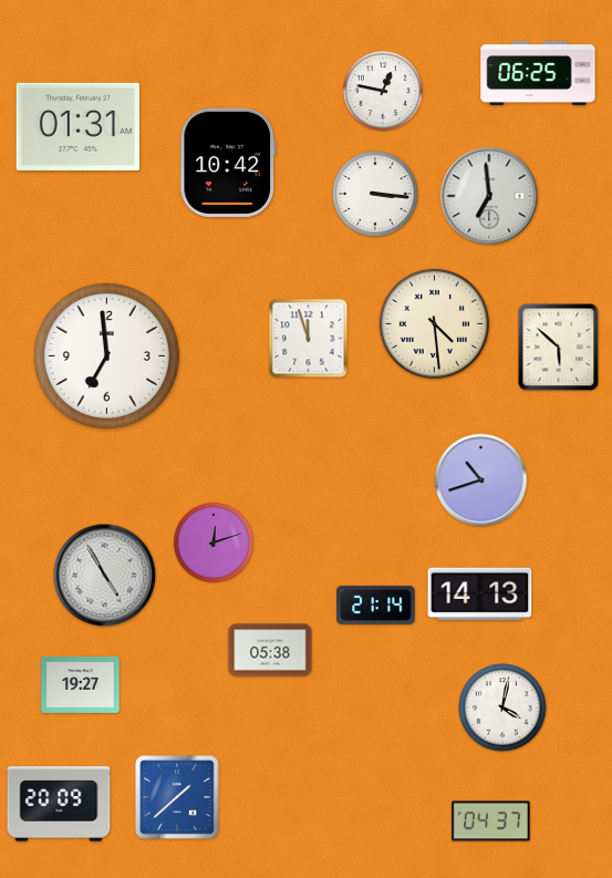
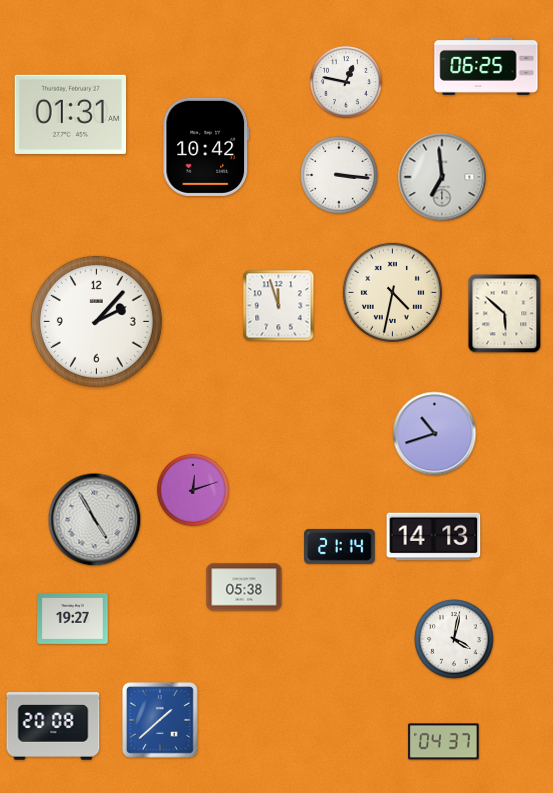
clock at (434, 323): 4:29 -> 4:32
clock at (106, 355): 6:59 -> 2:07
clock at (59, 804): 20:09 -> 20:08
